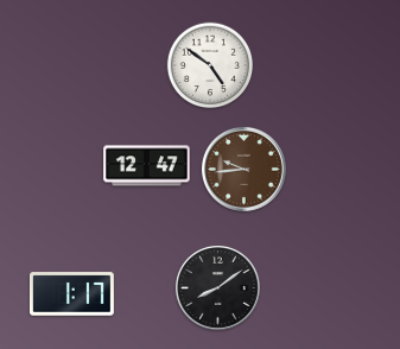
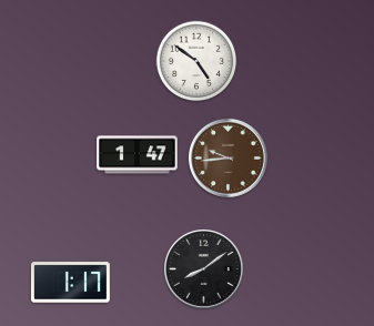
clock at (147, 166): 12:47 -> 1:47
clock at (71, 294) position: (71, 294) -> (70, 283)
